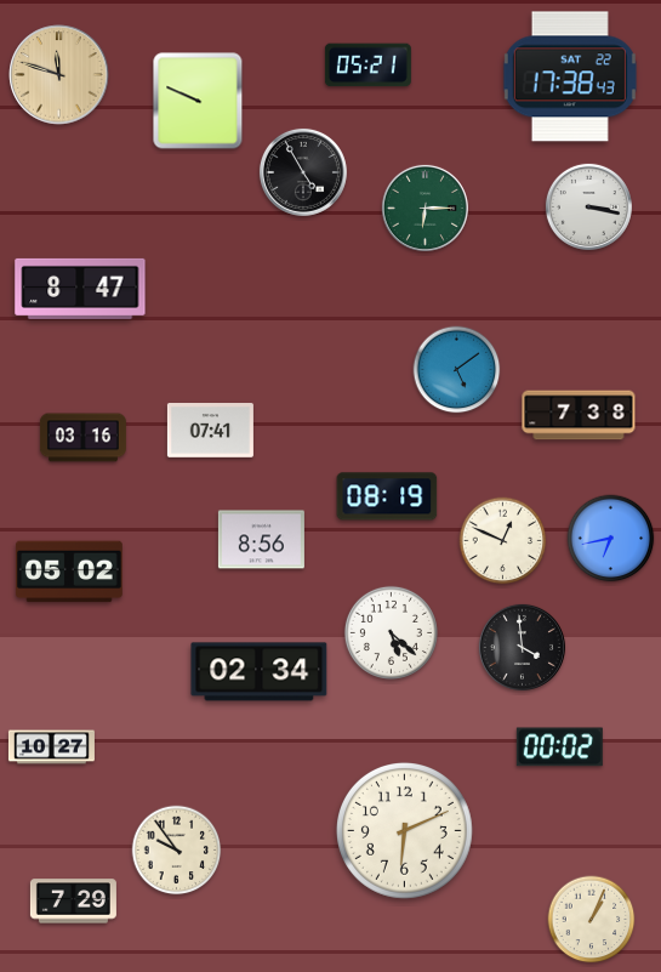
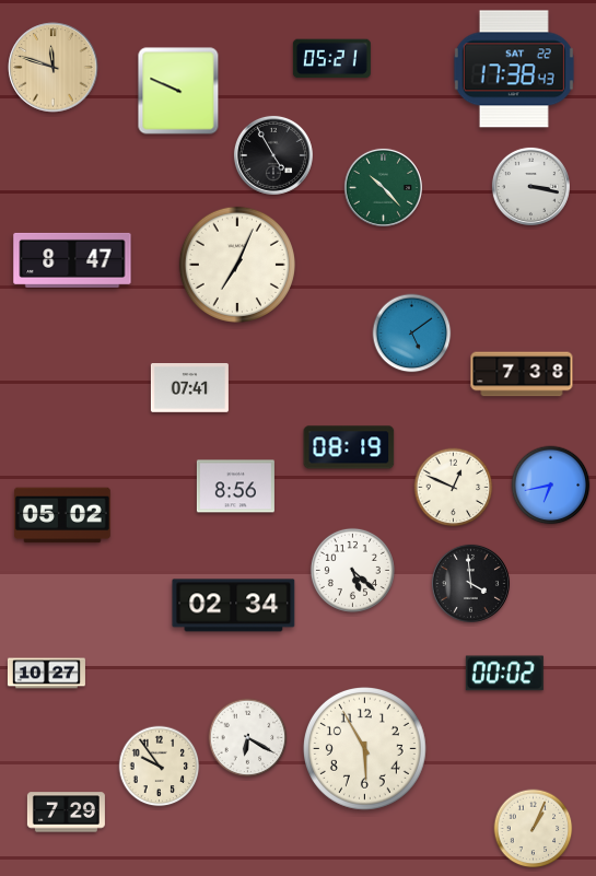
clock at (424, 208): 6:15 -> 10:23
clock at (237, 265): none -> 7:04
clock at (82, 438): 03:16 -> none
clock at (248, 738): none -> 6:20
clock at (405, 831): 6:11 -> 5:55
